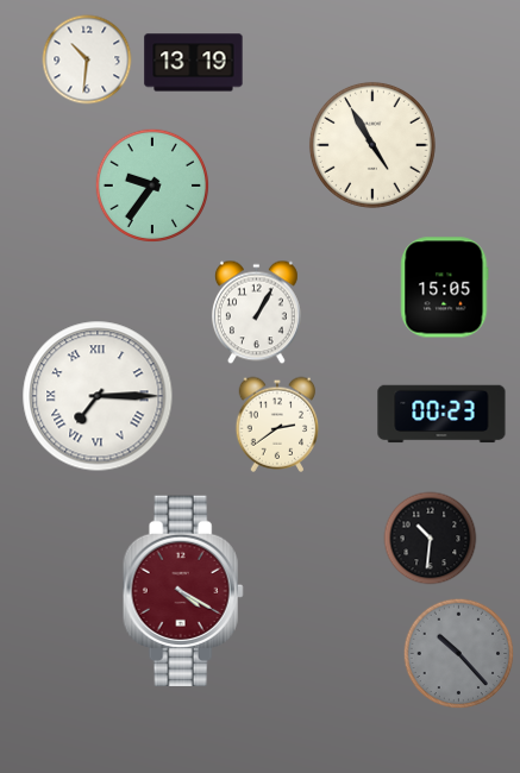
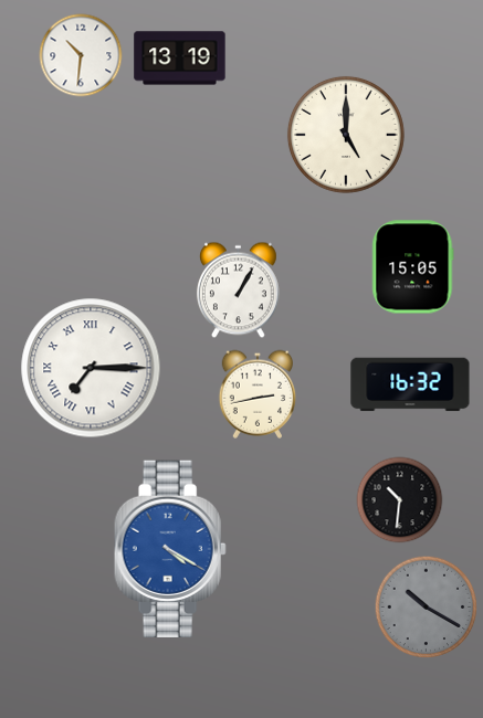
clock at (372, 145): 4:55 -> 5:00
clock at (151, 184): 9:36 -> none
clock at (441, 414): 00:23 -> 16:32
clock at (277, 425): 2:39 -> 2:43
clock at (183, 590) dial: burgundy -> blue
clock at (459, 654): 10:23 -> 10:20
